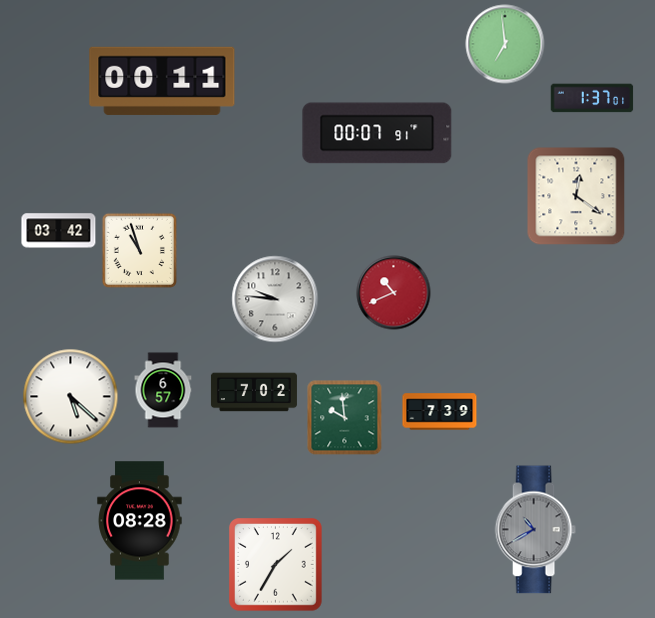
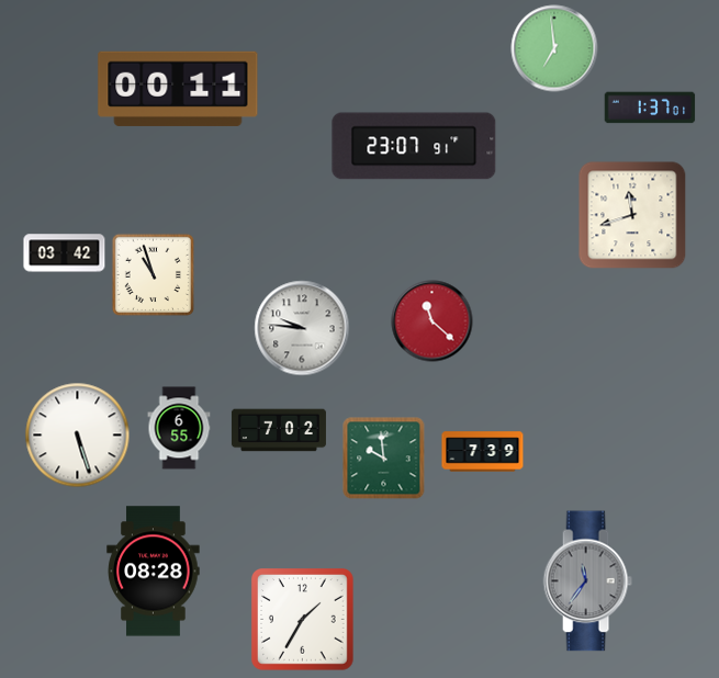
clock at (377, 133): 00:07 -> 23:07
clock at (576, 196): 12:21 -> 11:42
clock at (394, 293): 10:41 -> 11:22
clock at (163, 390): 6:57 -> 6:55
clock at (71, 397): 5:22 -> 5:27
clock at (345, 418) position: (345, 418) -> (384, 459)
clock at (535, 530): 10:40 -> 11:36
